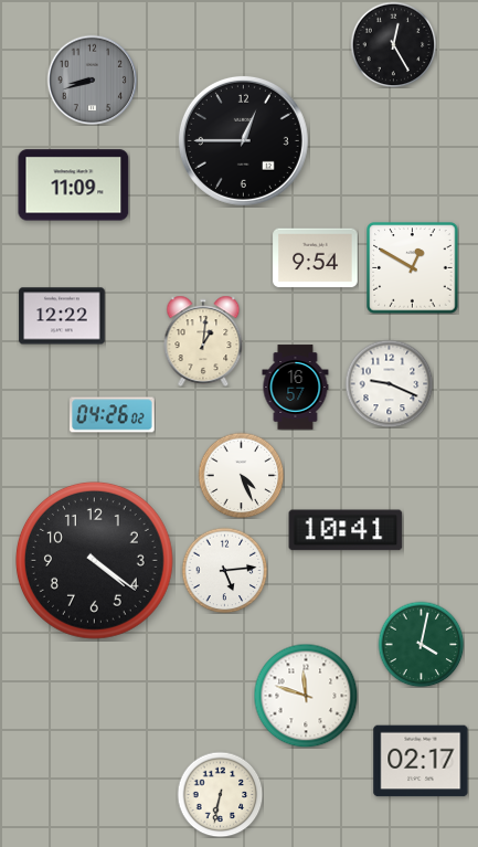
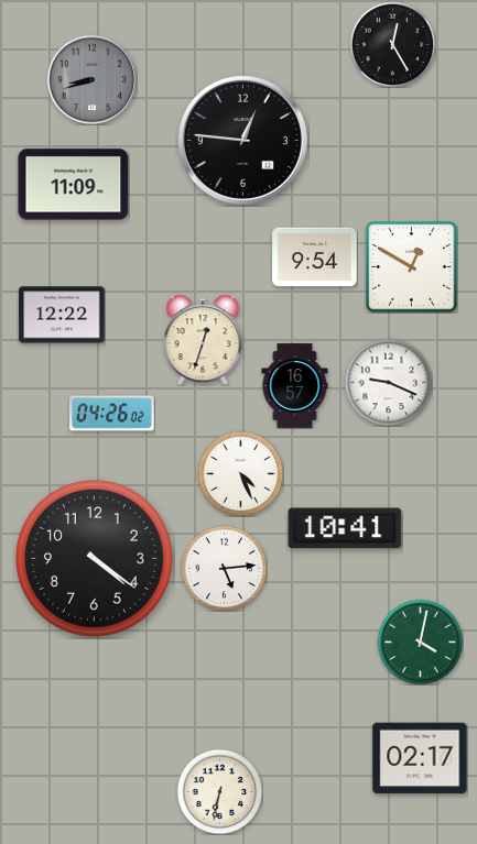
clock at (243, 140): 12:45 -> 12:46
clock at (203, 341): 1:01 -> 12:33
clock at (306, 696): 11:48 -> none
